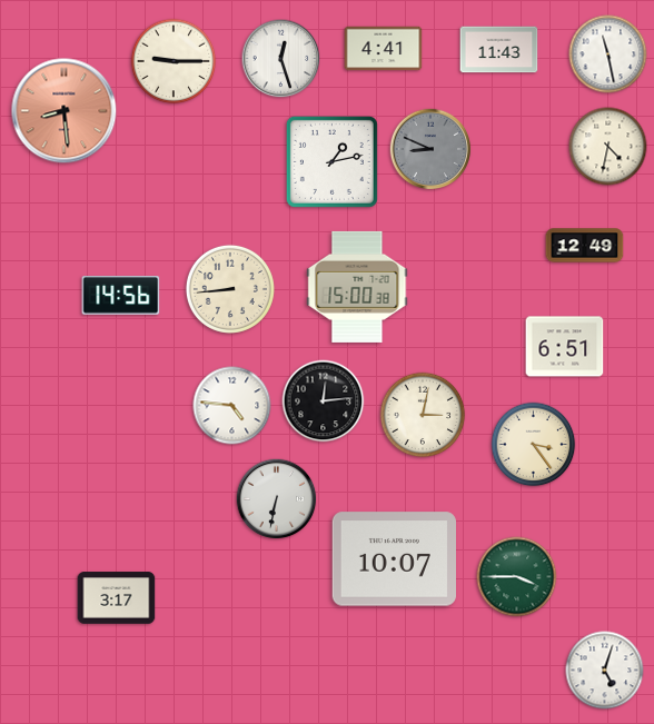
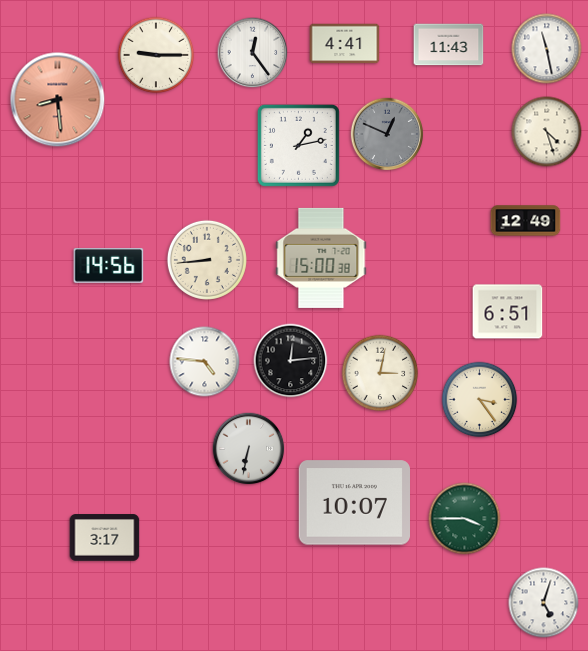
clock at (281, 59): 12:27 -> 12:24
clock at (608, 147): 4:32 -> 4:27
clock at (430, 149): 8:49 -> 12:49
clock at (232, 406) position: (232, 406) -> (205, 362)
